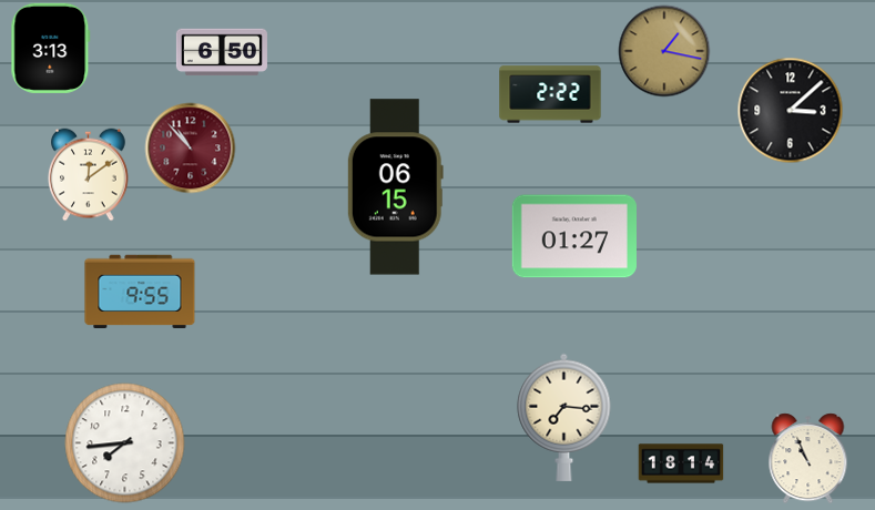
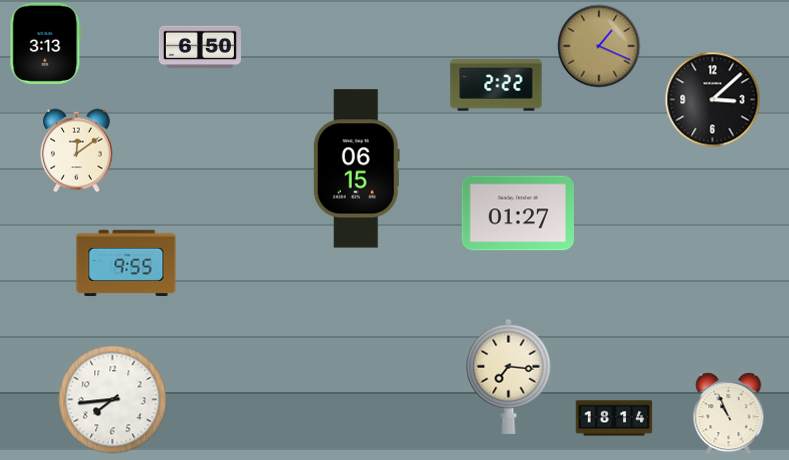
clock at (664, 51): 1:17 -> 1:19
clock at (191, 149): 10:53 -> none
clock at (89, 175) position: (89, 175) -> (77, 151)
